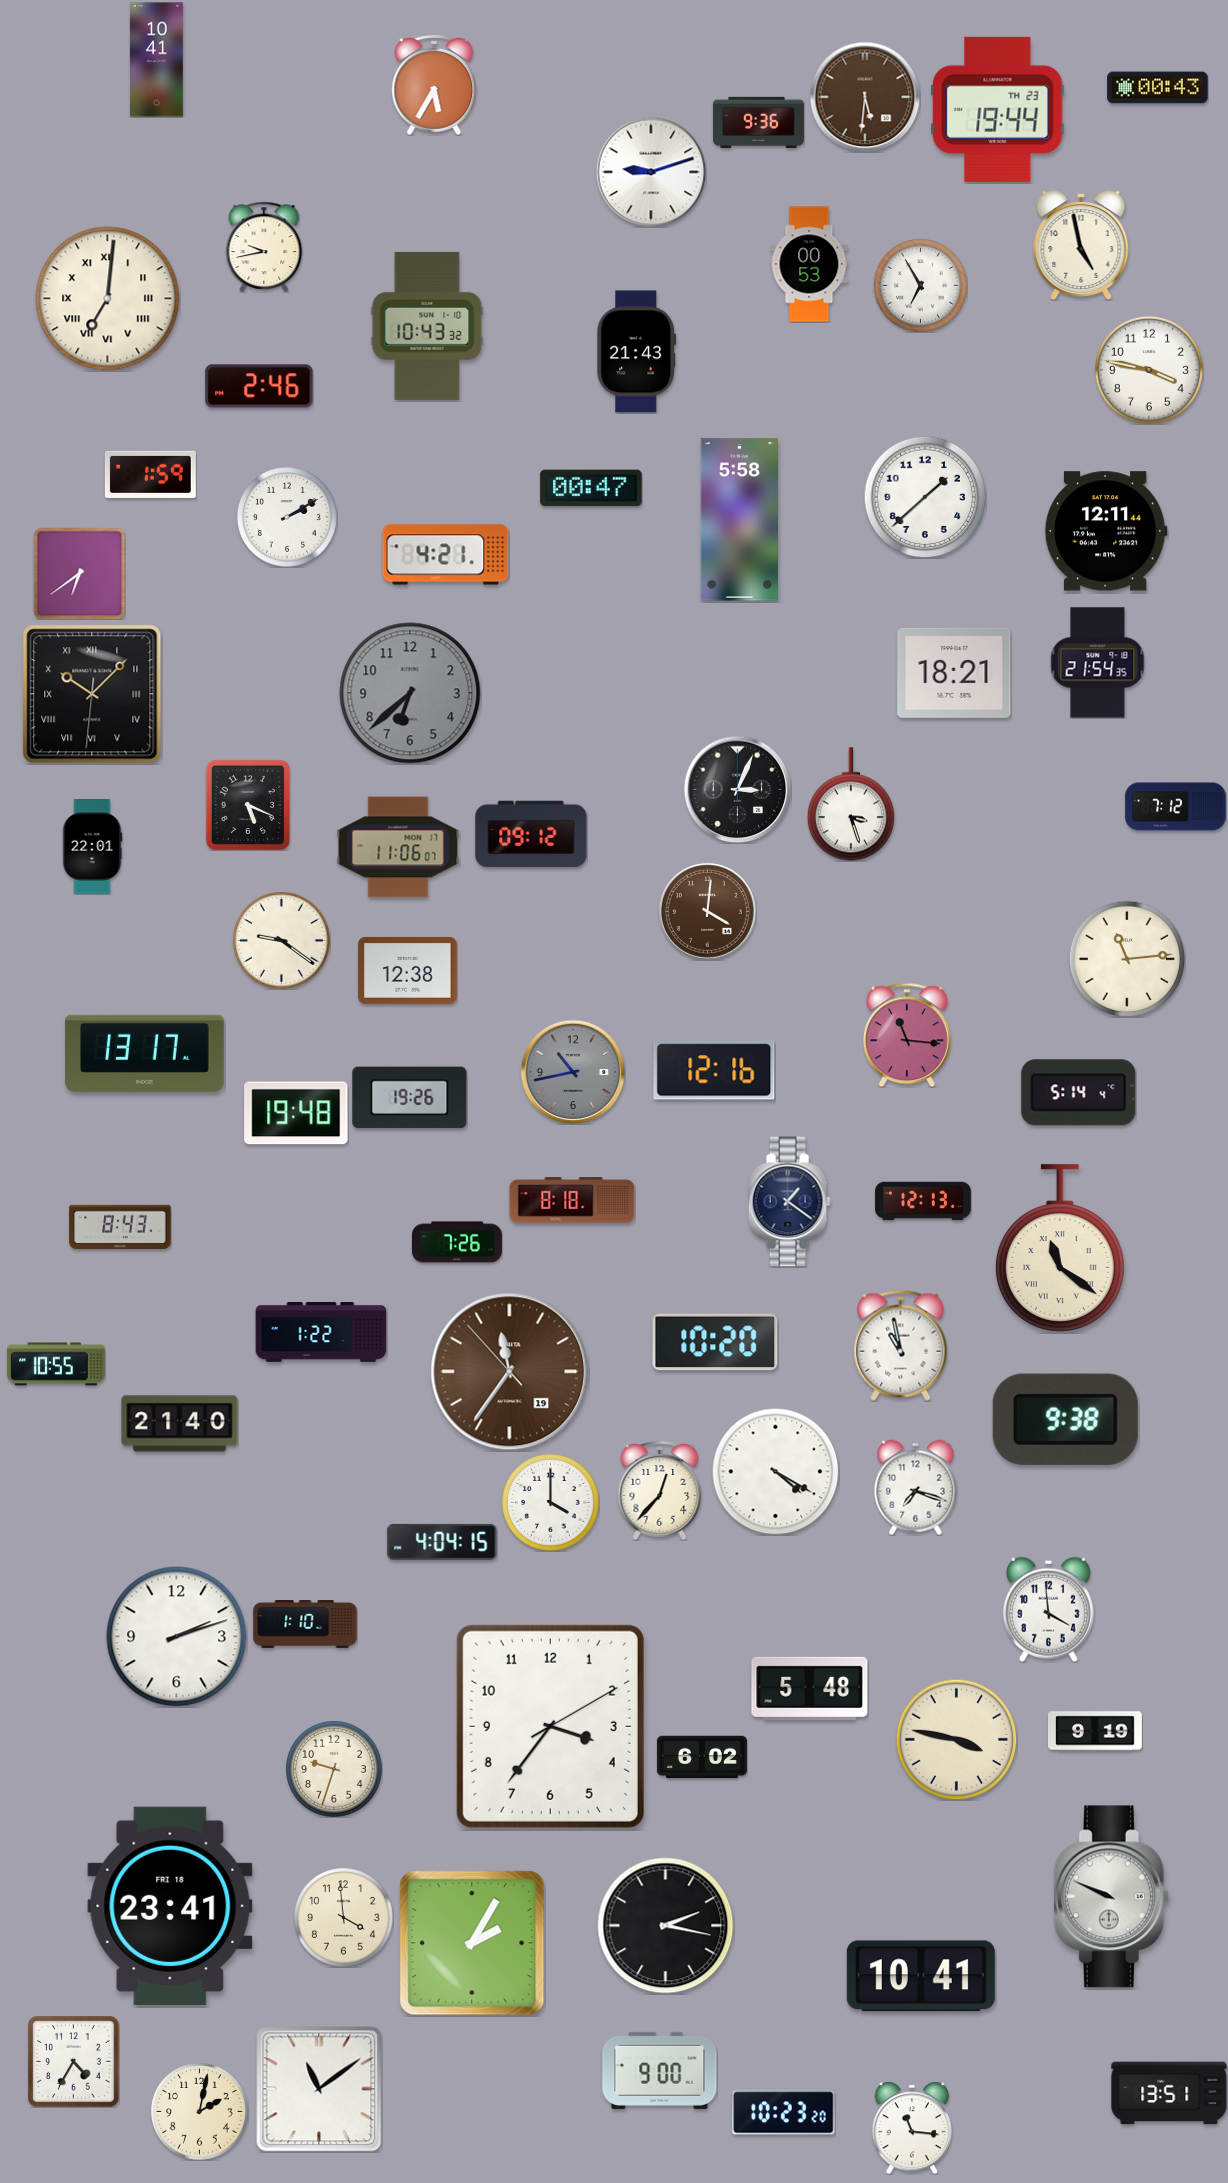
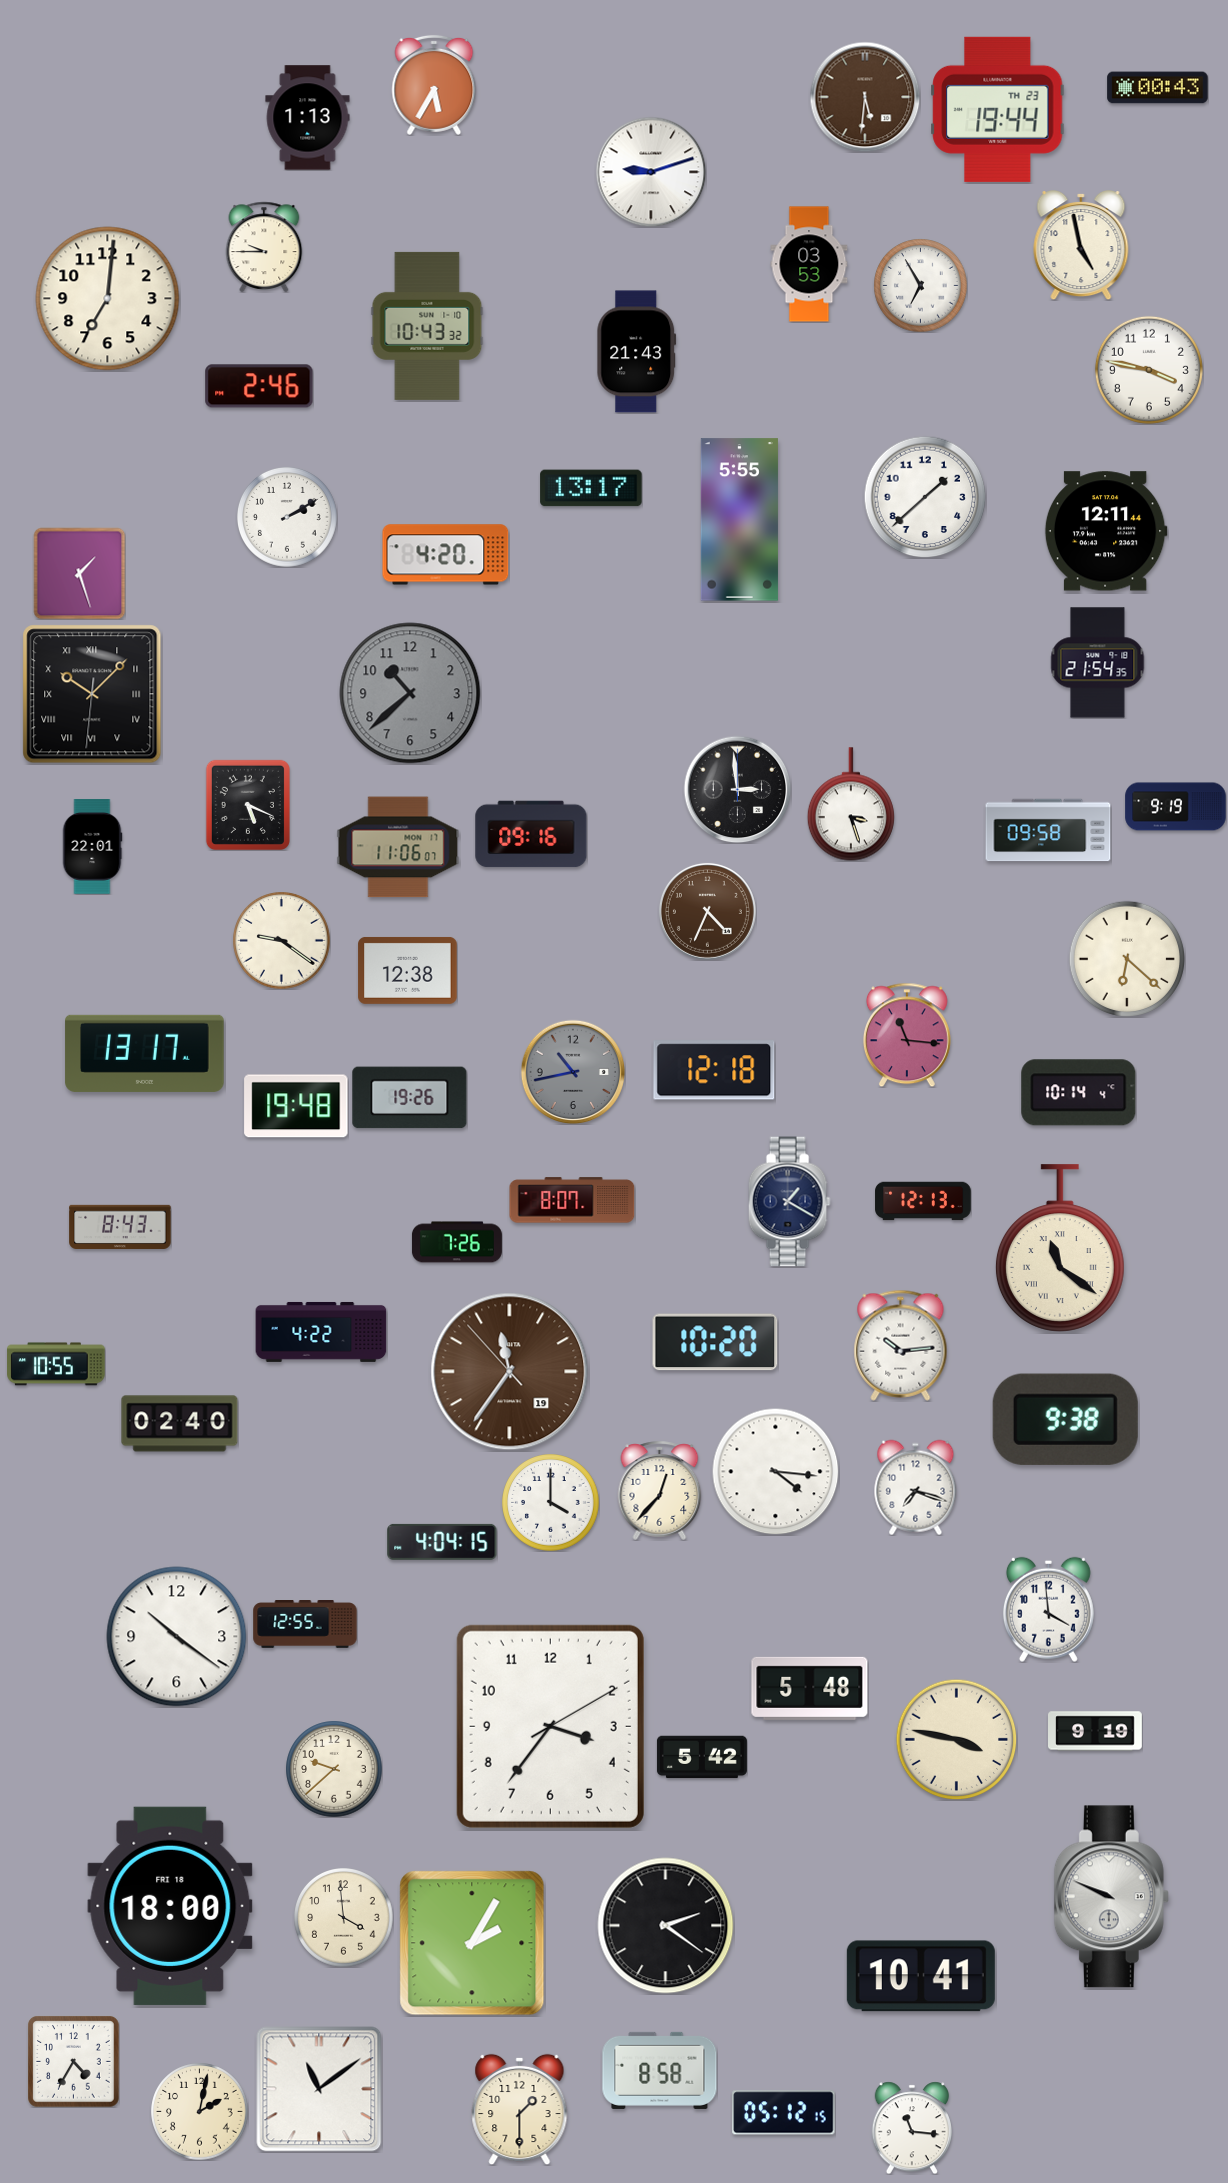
clock at (156, 60): 10:41 -> none
clock at (308, 118): none -> 1:13
clock at (758, 122): 9:36 -> none
clock at (264, 247): 9:43 -> 9:45
clock at (809, 264): 00:53 -> 03:53
clock at (108, 299) numerals: Roman -> Arabic
clock at (150, 474): 1:59 -> none
clock at (591, 488): 00:47 -> 13:17
clock at (739, 520): 5:58 -> 5:55
clock at (446, 555): 4:21 -> 4:20
clock at (79, 573): 6:39 -> 1:27
clock at (954, 673): 18:21 -> none
clock at (410, 693): 6:38 -> 10:38
clock at (737, 789): 3:04 -> 2:59
clock at (1176, 807): 7:12 -> 9:19
clock at (1048, 830): none -> 09:58
clock at (531, 834): 09:12 -> 09:16
clock at (707, 911): 4:01 -> 4:34
clock at (1126, 958): 11:14 -> 6:22
clock at (714, 1070): 12:16 -> 12:18
clock at (1079, 1093): 5:14 -> 10:14
clock at (296, 1113) position: (296, 1113) -> (296, 1106)
clock at (572, 1200): 8:18 -> 8:07
clock at (789, 1202): 1:21 -> 1:20
clock at (321, 1332): 1:22 -> 4:22
clock at (901, 1345): 10:58 -> 10:14
clock at (180, 1424): 21:40 -> 02:40
clock at (775, 1471): 4:20 -> 4:16
clock at (305, 1625): 1:10 -> 12:55
clock at (177, 1637): 2:12 -> 10:21
clock at (702, 1757): 6:02 -> 5:42
clock at (334, 1769): 9:33 -> 9:38
clock at (170, 1906): 23:41 -> 18:00
clock at (666, 1926): 2:17 -> 2:21
clock at (660, 2070): 9:00 -> 8:58
clock at (1169, 2093): 13:51 -> none
clock at (520, 2109): none -> 1:30
clock at (784, 2113): 10:23 -> 05:12
